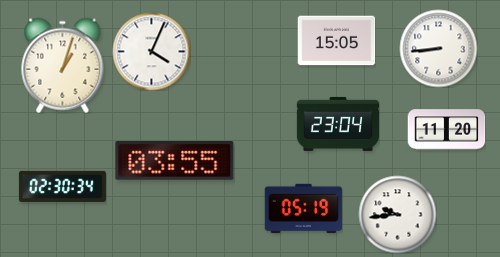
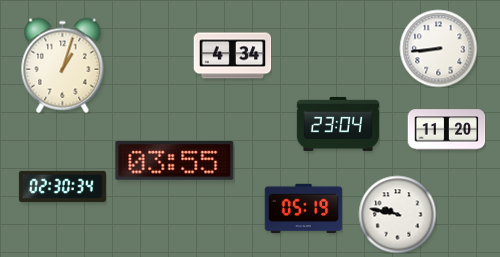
clock at (336, 41): 15:05 -> none
clock at (151, 51): 4:04 -> none
clock at (232, 56): none -> 4:34
clock at (397, 214): 9:44 -> 9:47
